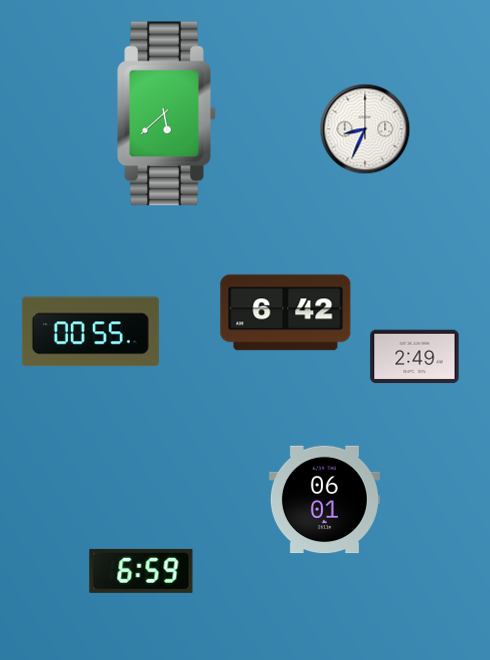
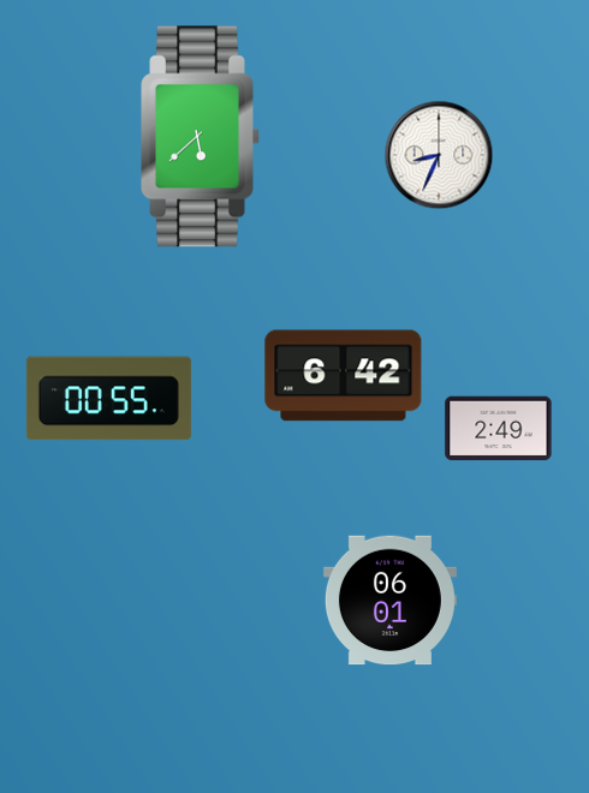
clock at (141, 571): 6:59 -> none
